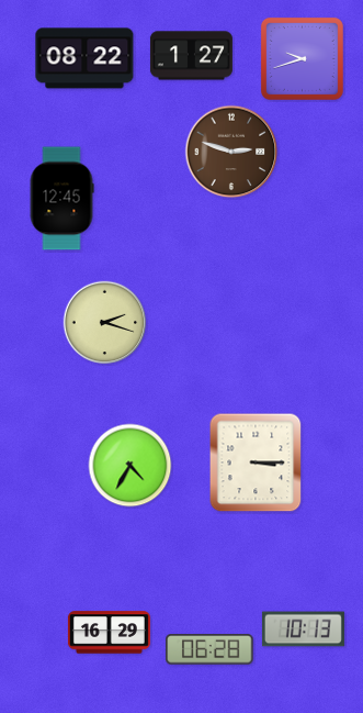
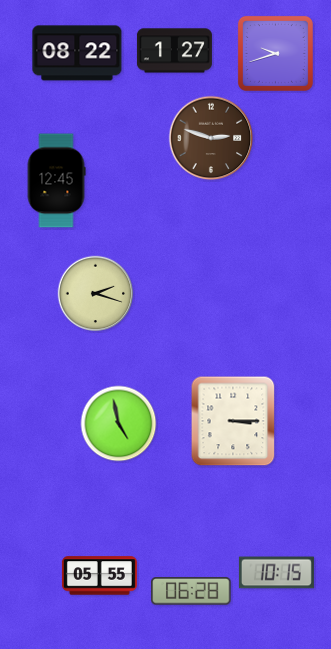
clock at (131, 466): 4:35 -> 4:58
clock at (303, 630): 10:13 -> 10:15
clock at (109, 633): 16:29 -> 05:55
